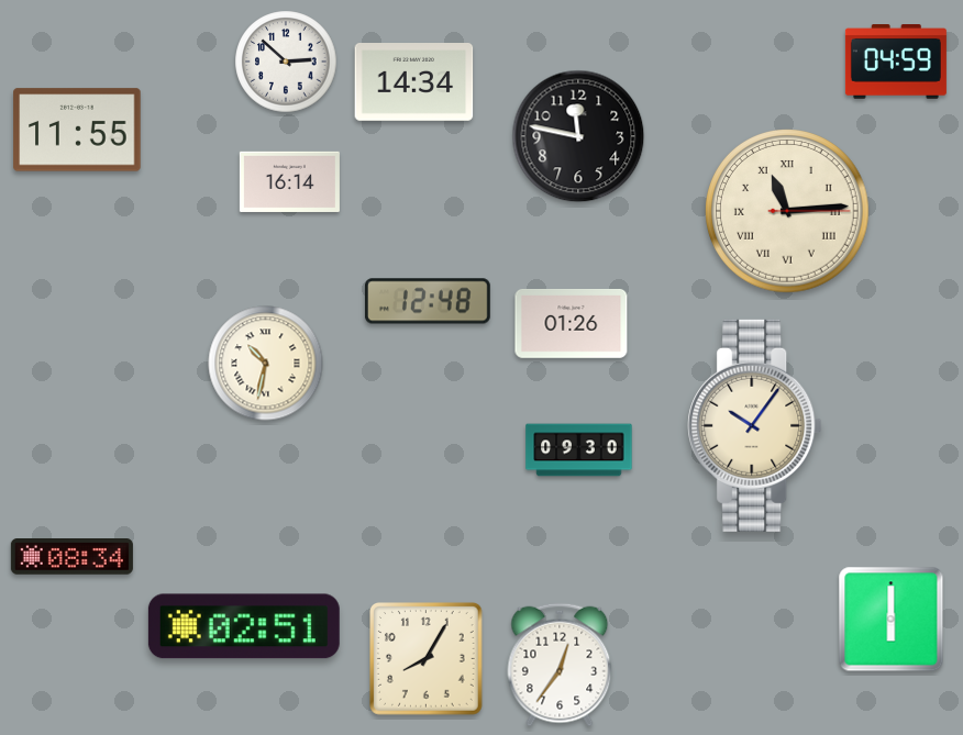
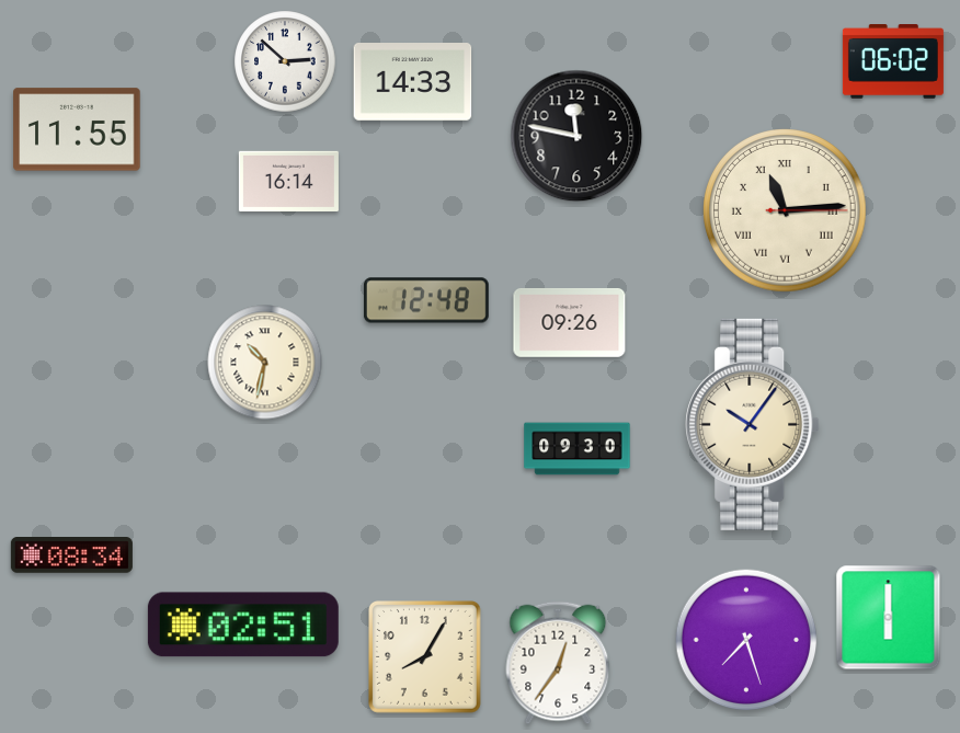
clock at (896, 63): 04:59 -> 06:02
clock at (414, 82): 14:34 -> 14:33
clock at (572, 323): 01:26 -> 09:26
clock at (746, 640): none -> 7:27
